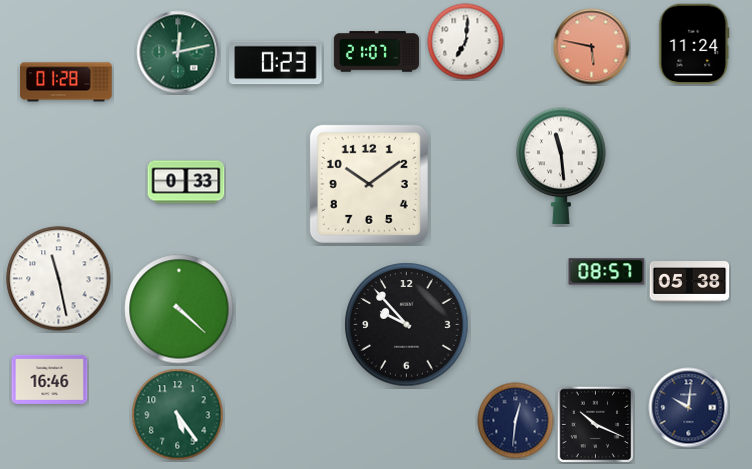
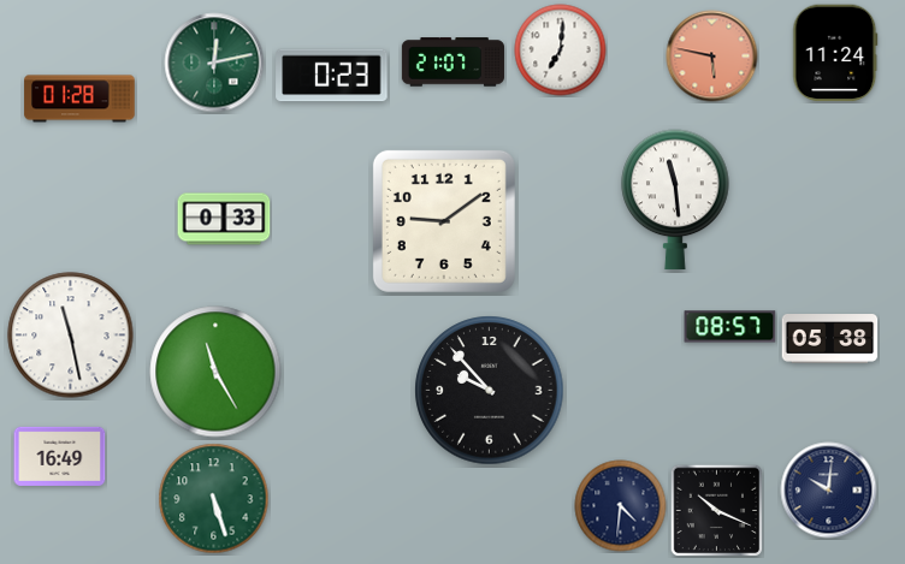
clock at (369, 184): 10:09 -> 9:09
clock at (179, 309): 4:22 -> 11:25
clock at (50, 379): 16:46 -> 16:49
clock at (178, 415): 5:24 -> 5:27
clock at (516, 421): 12:31 -> 4:31
